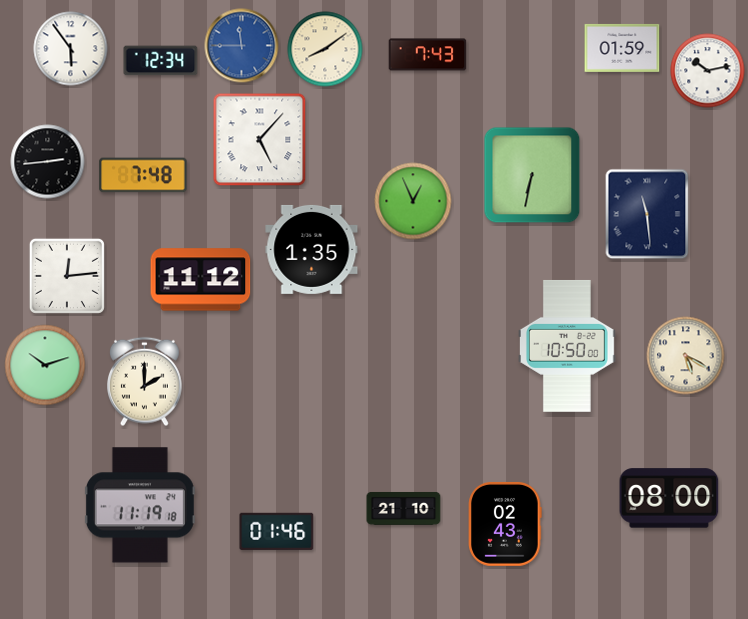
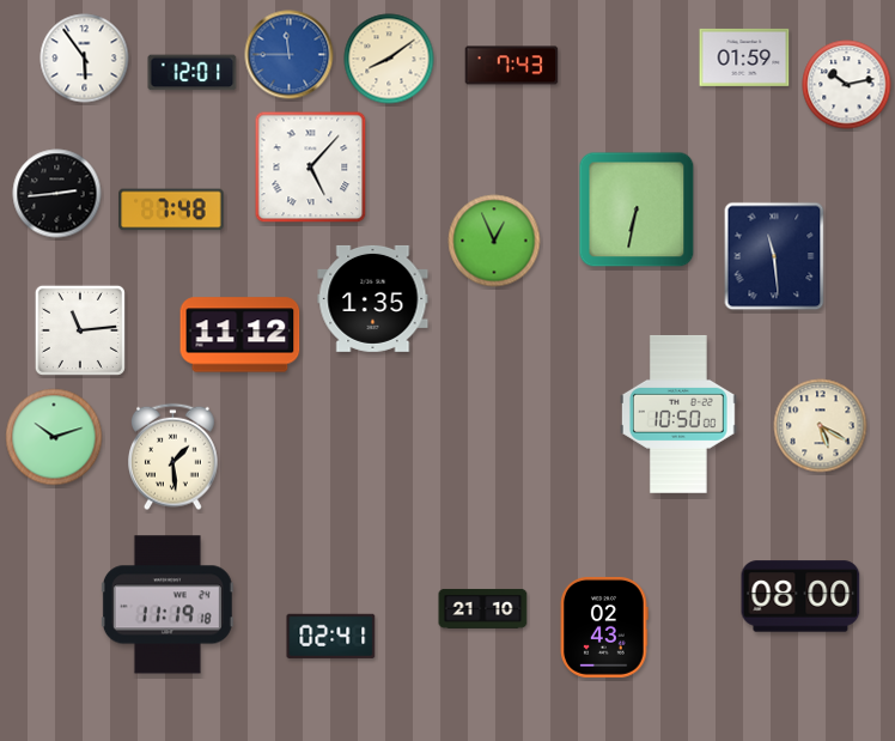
clock at (161, 61): 12:34 -> 12:01
clock at (67, 276): 12:14 -> 11:14
clock at (145, 382): 2:00 -> 1:29
clock at (277, 531): 01:46 -> 02:41
